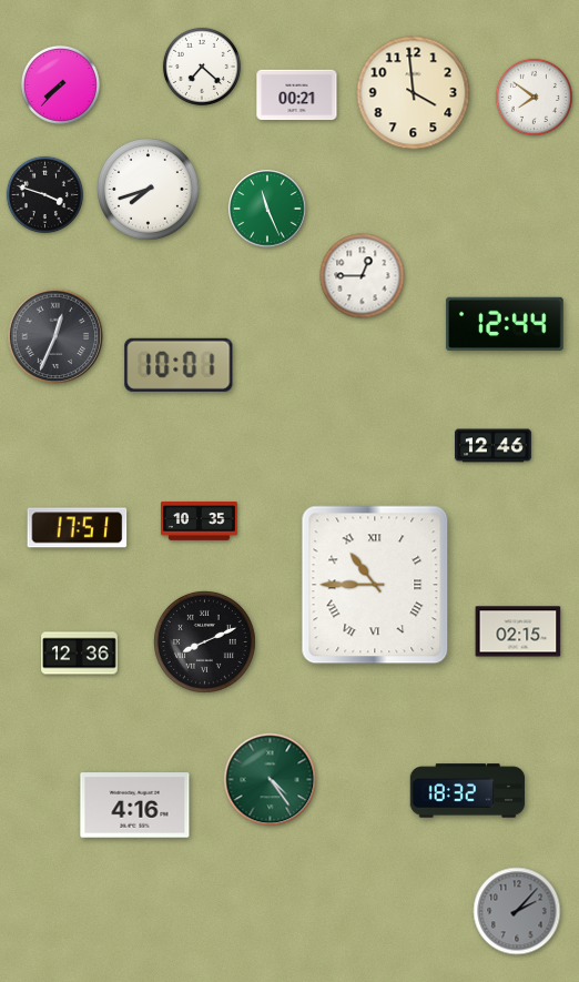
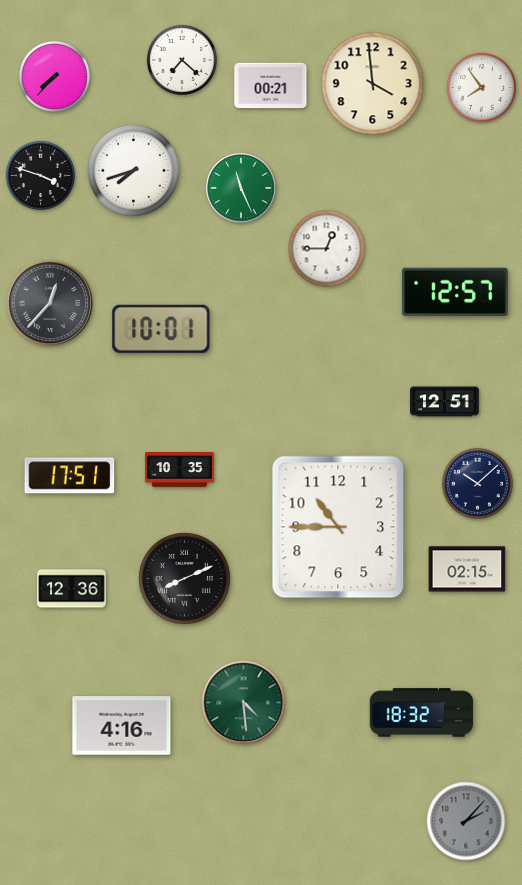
clock at (297, 95) position: (297, 95) -> (271, 86)
clock at (534, 97): 7:51 -> 7:54
clock at (505, 323): 12:44 -> 12:57
clock at (55, 336): 12:34 -> 12:37
clock at (494, 446): 12:46 -> 12:51
clock at (477, 483): none -> 10:08
clock at (375, 585) numerals: Roman -> Arabic
clock at (271, 780): 4:24 -> 4:29
